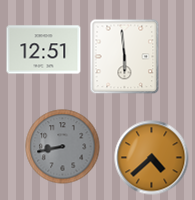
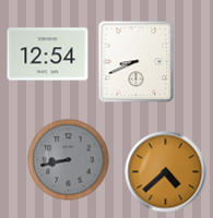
clock at (44, 50): 12:51 -> 12:54
clock at (125, 57): 5:59 -> 8:41
